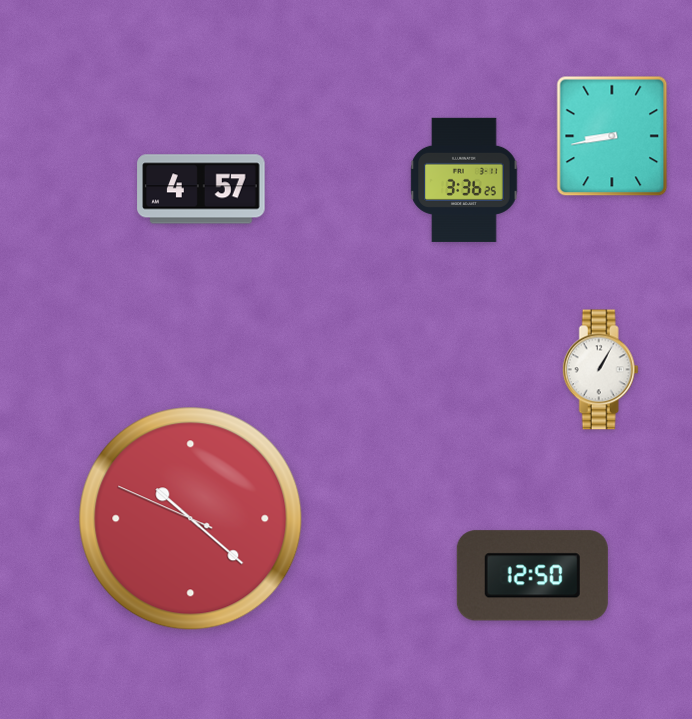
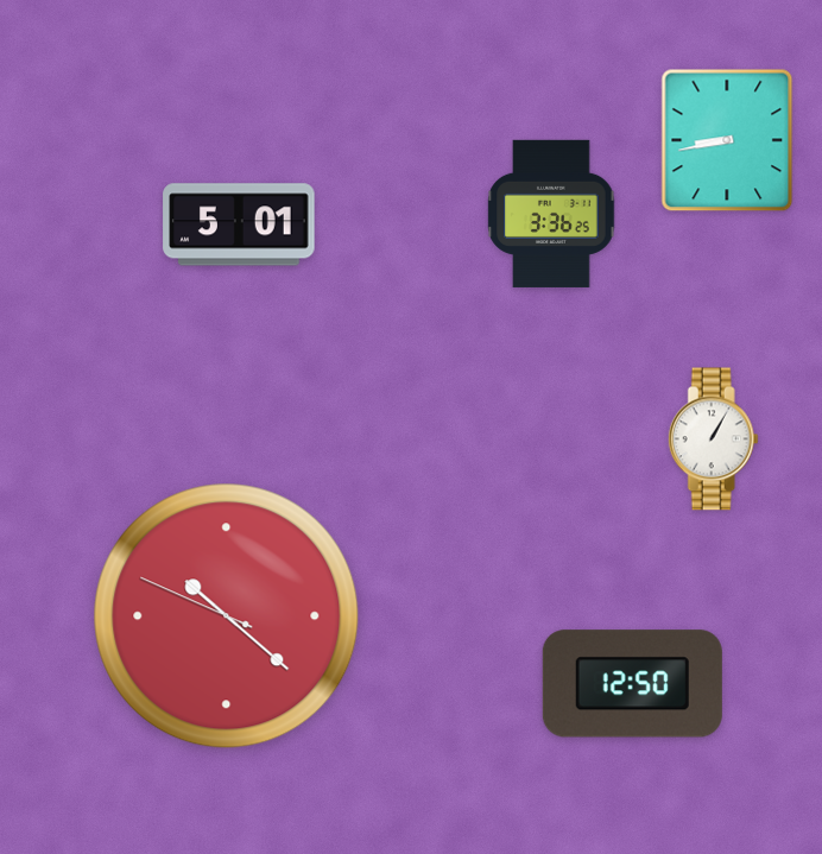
clock at (612, 136) position: (612, 136) -> (727, 140)
clock at (201, 189): 4:57 -> 5:01
